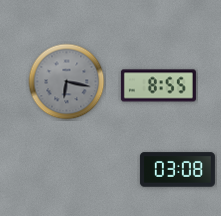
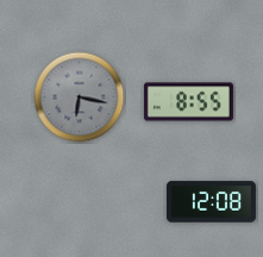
clock at (177, 170): 03:08 -> 12:08
